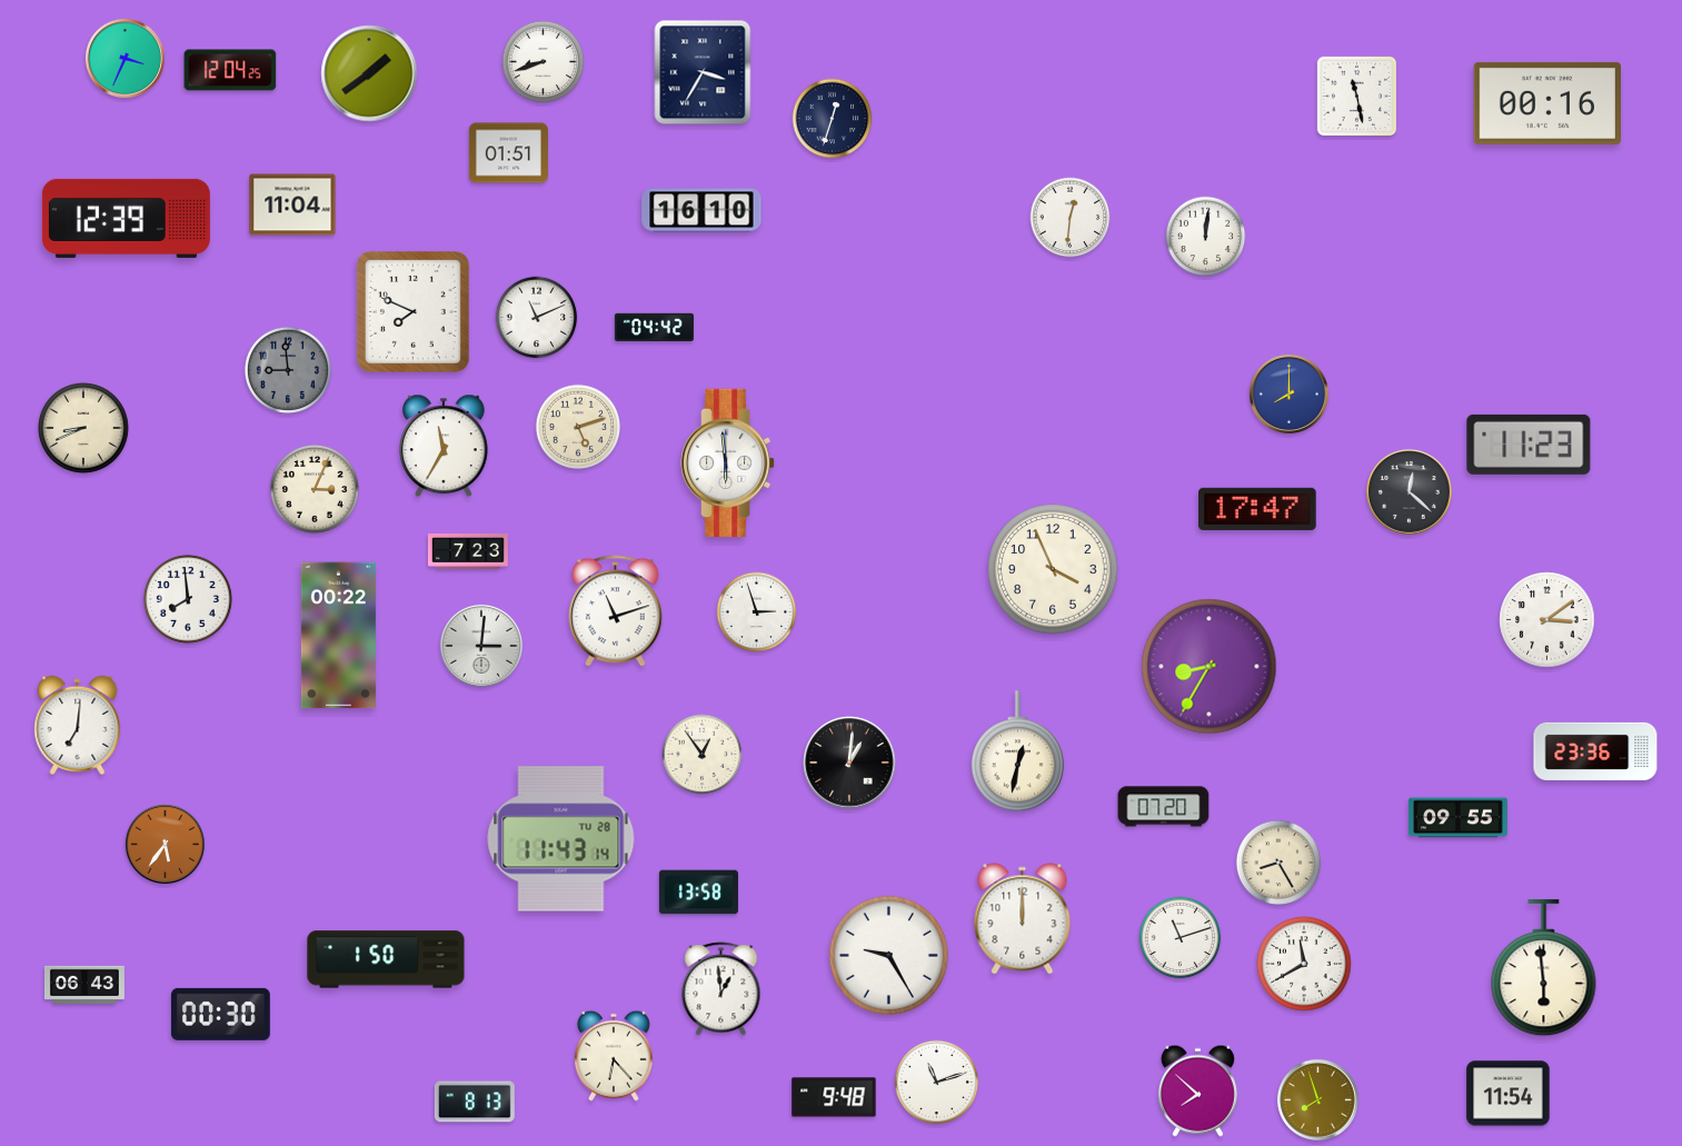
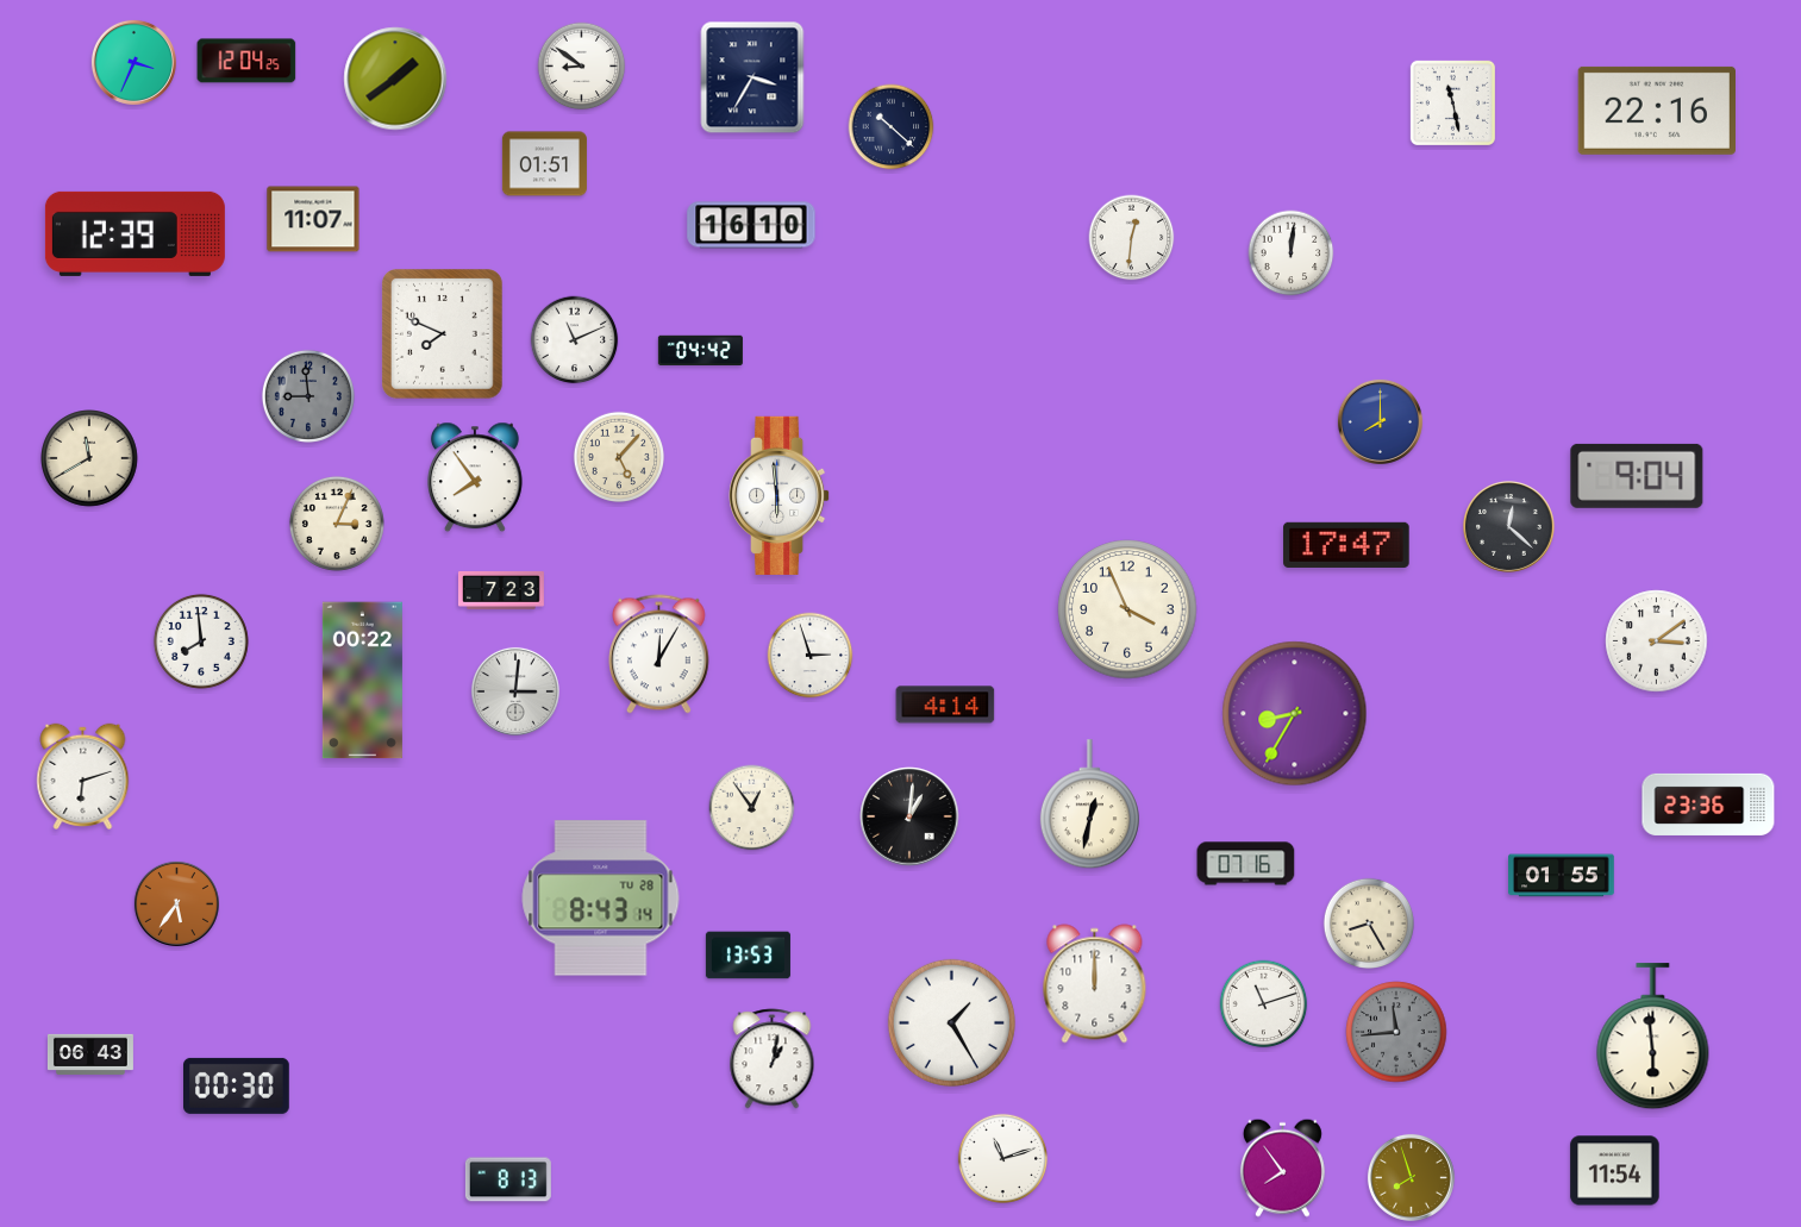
clock at (544, 62): 8:42 -> 8:51
clock at (230, 70) position: (230, 70) -> (246, 61)
clock at (1546, 103): 00:16 -> 22:16
clock at (833, 119): 12:33 -> 10:22
clock at (292, 205): 11:04 -> 11:07
clock at (1071, 218) position: (1071, 218) -> (1132, 238)
clock at (577, 426): 5:12 -> 5:07
clock at (84, 429): 8:41 -> 11:40
clock at (1529, 445): 11:23 -> 9:04
clock at (444, 446): 11:35 -> 7:54
clock at (616, 611): 11:12 -> 12:05
clock at (1547, 620) position: (1547, 620) -> (1657, 641)
clock at (945, 705): none -> 4:14
clock at (78, 725): 7:01 -> 6:12
clock at (1164, 807): 07:20 -> 07:16
clock at (1459, 818): 09:55 -> 01:55
clock at (561, 839): 11:43 -> 8:43
clock at (698, 893): 13:58 -> 13:53
clock at (888, 955): 9:25 -> 1:25
clock at (386, 959): 1:50 -> none
clock at (1304, 964): 11:40 -> 11:44
clock at (1304, 964) dial: white -> grey
clock at (721, 989): 12:59 -> 1:02
clock at (614, 1056): 6:23 -> none
clock at (1197, 1090): 7:52 -> 7:54
clock at (834, 1097): 9:48 -> none
